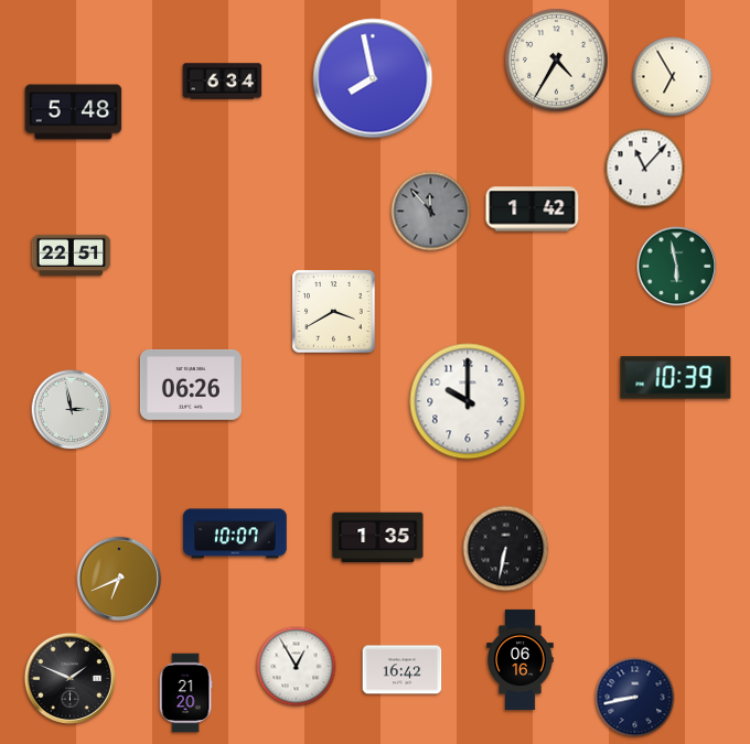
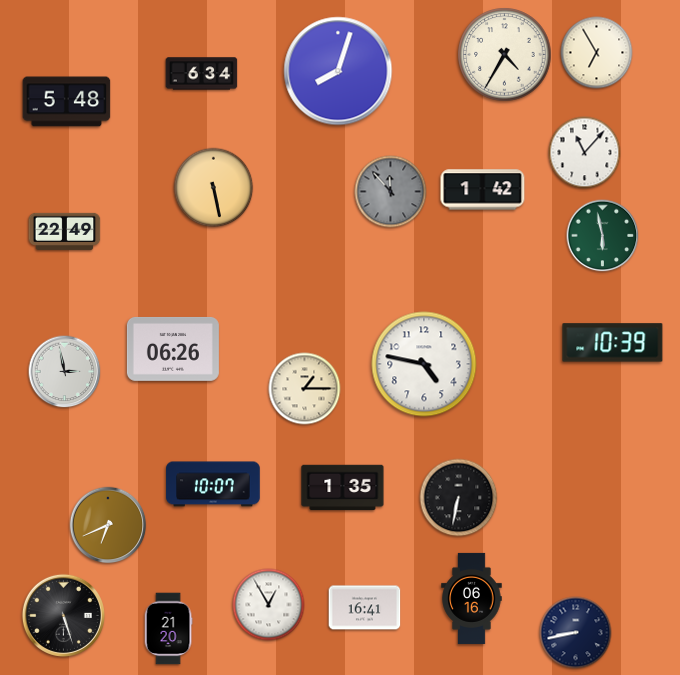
clock at (673, 77) position: (673, 77) -> (597, 53)
clock at (373, 78): 7:58 -> 8:03
clock at (214, 188): none -> 5:28
clock at (72, 255): 22:51 -> 22:49
clock at (677, 267) position: (677, 267) -> (603, 236)
clock at (334, 312): 3:40 -> none
clock at (468, 401): 10:00 -> 4:47
clock at (305, 389): none -> 1:15
clock at (403, 670): 16:42 -> 16:41
clock at (69, 678): 1:49 -> 5:27
